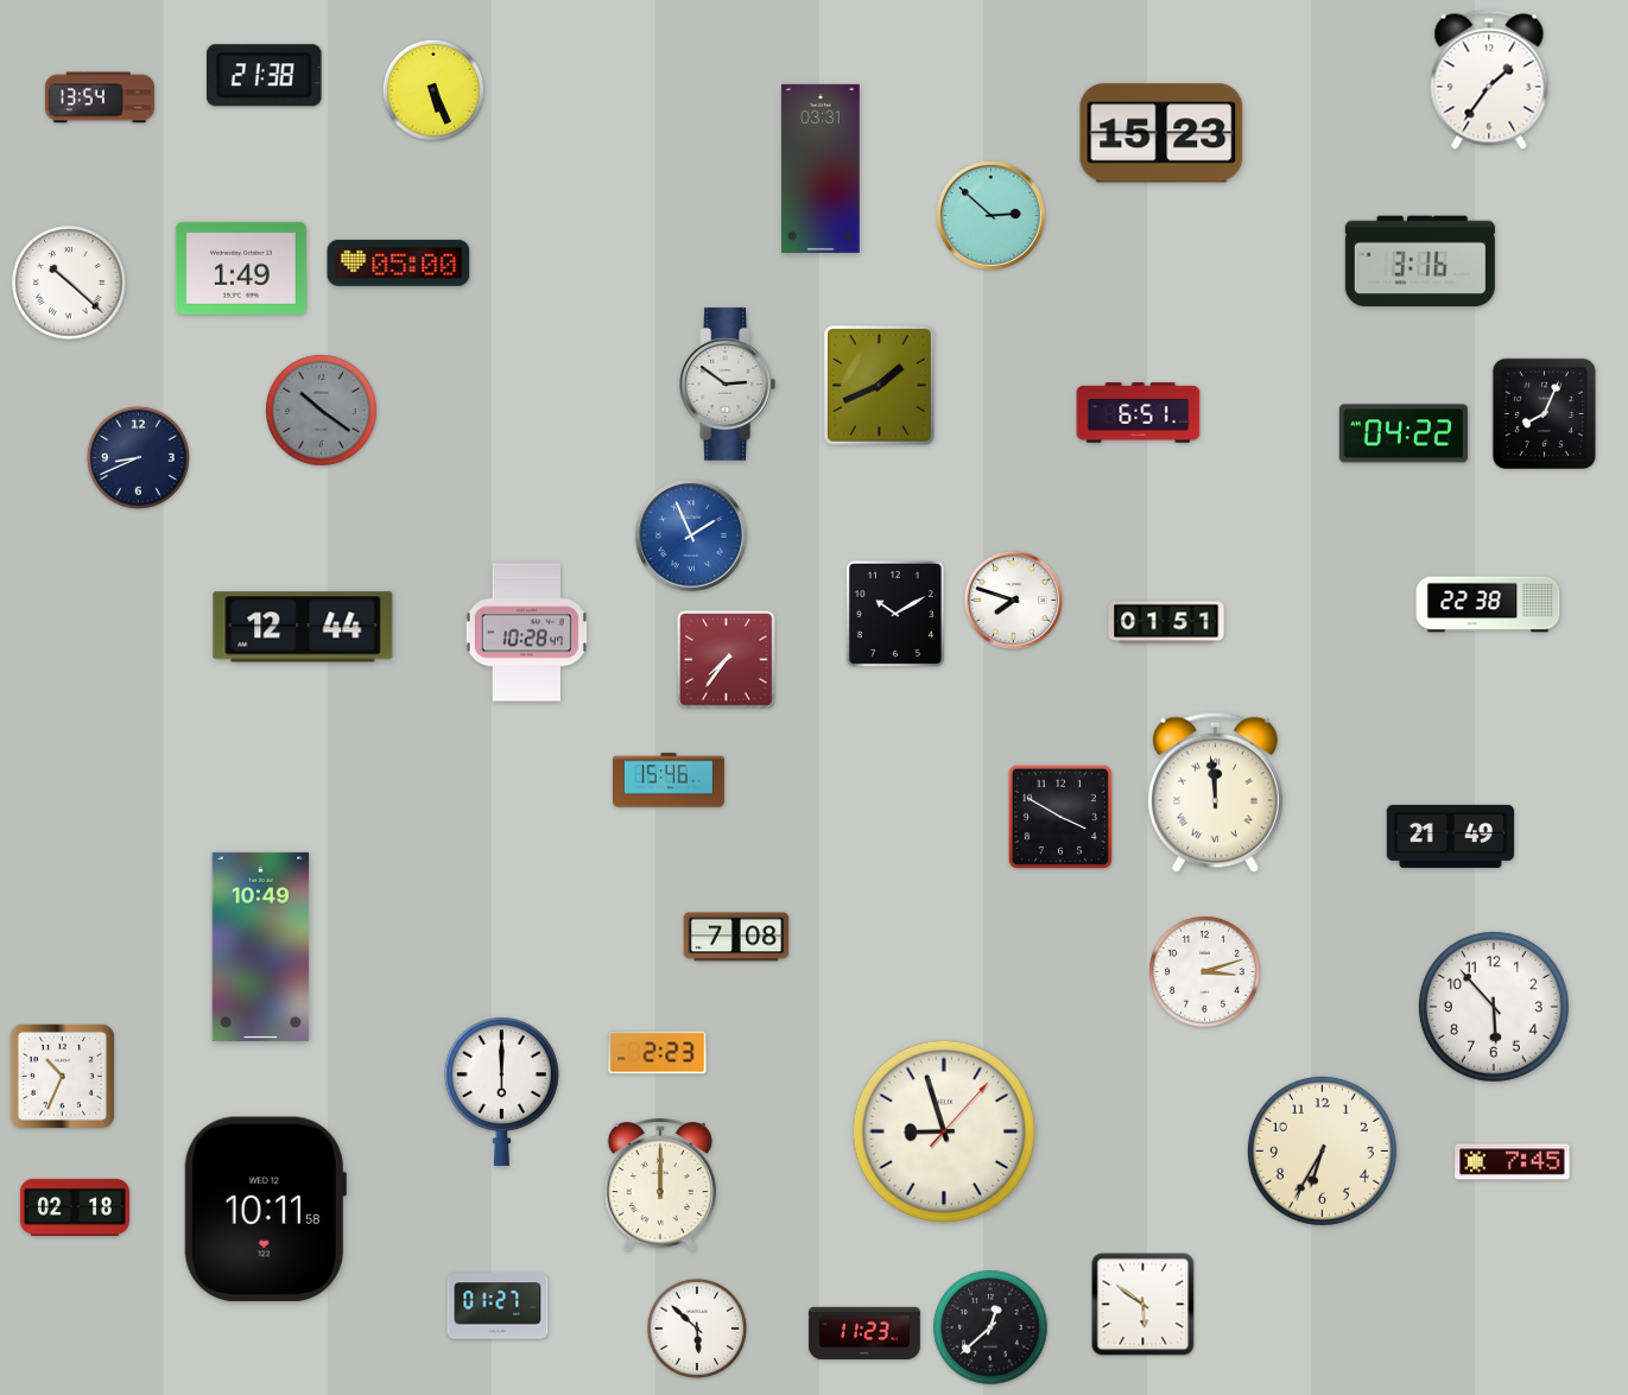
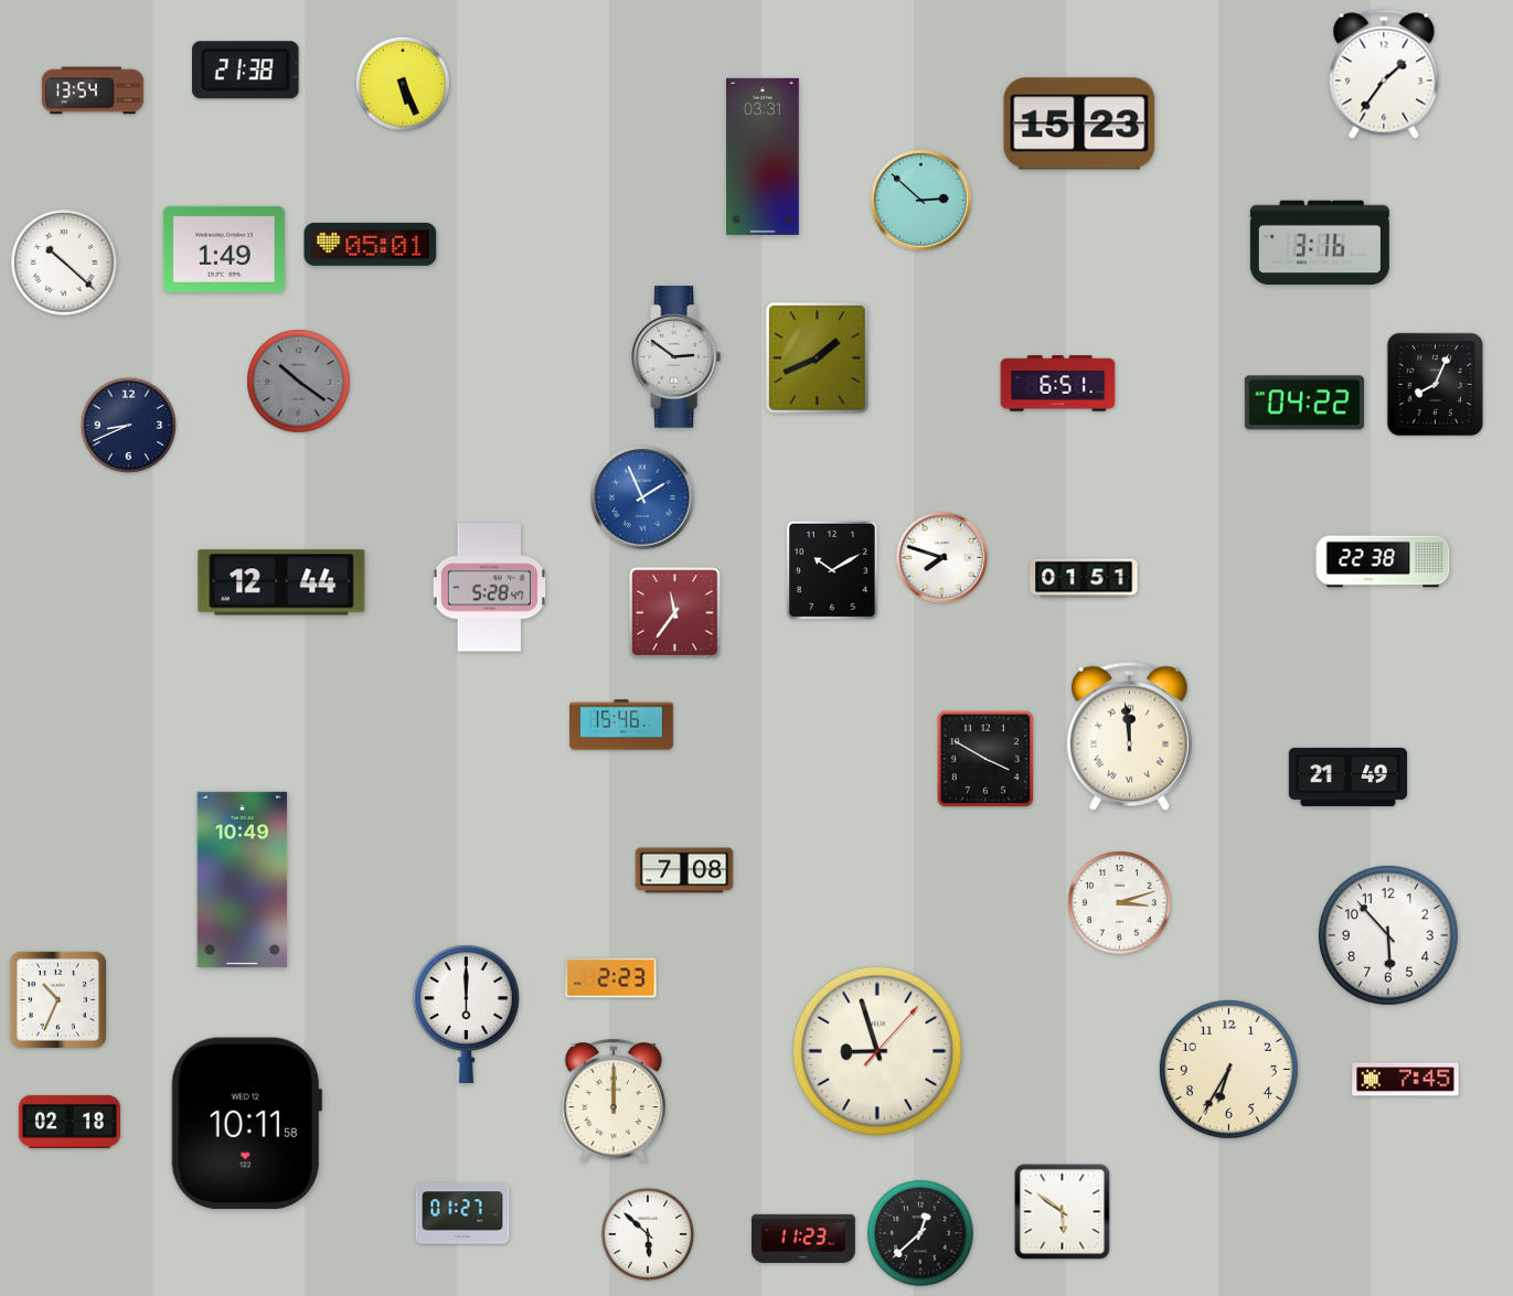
clock at (399, 262): 05:00 -> 05:01
clock at (526, 633): 10:28 -> 5:28
clock at (727, 660): 7:36 -> 11:36
